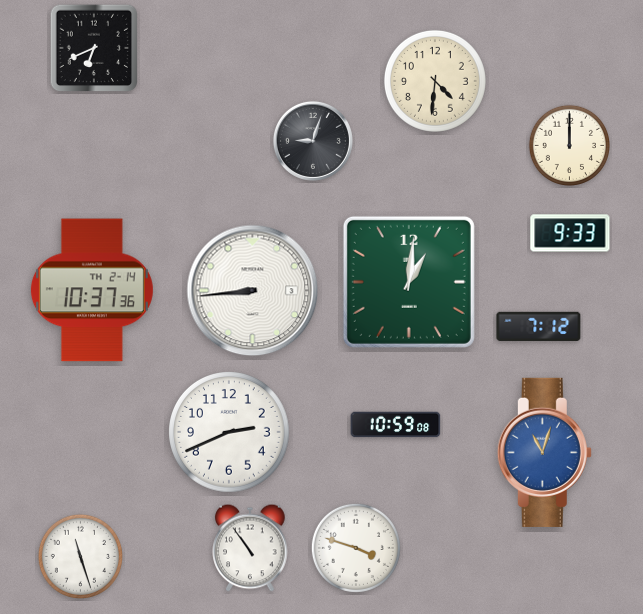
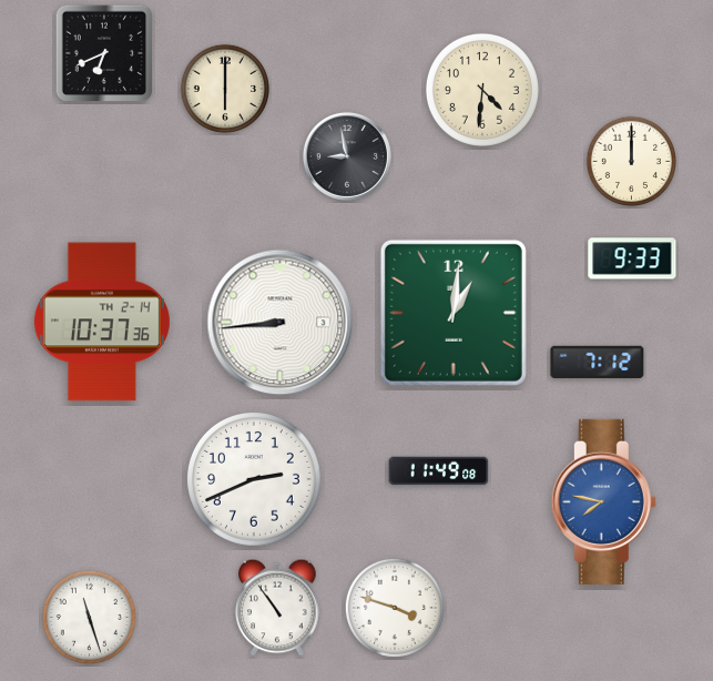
clock at (224, 88): none -> 6:00
clock at (313, 141): 9:03 -> 8:58
clock at (396, 425): 10:59 -> 11:49
clock at (544, 452): 11:03 -> 7:47
